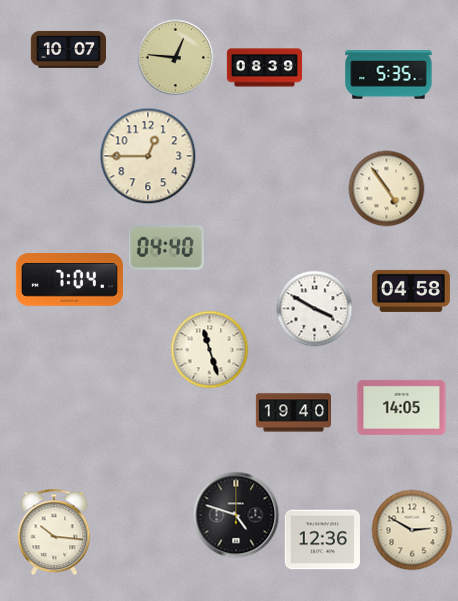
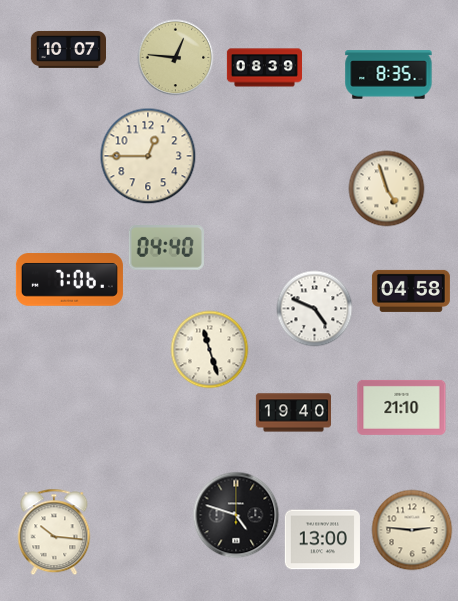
clock at (389, 75): 5:35 -> 8:35
clock at (387, 189): 4:54 -> 4:57
clock at (69, 280): 7:04 -> 7:06
clock at (315, 309): 3:50 -> 4:49
clock at (402, 407): 14:05 -> 21:10
clock at (412, 530): 2:50 -> 2:46
clock at (322, 540): 12:36 -> 13:00
